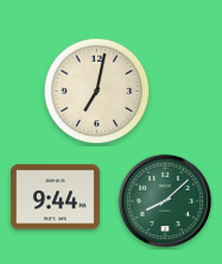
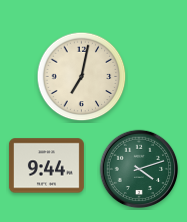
clock at (165, 201): 8:08 -> 4:12
